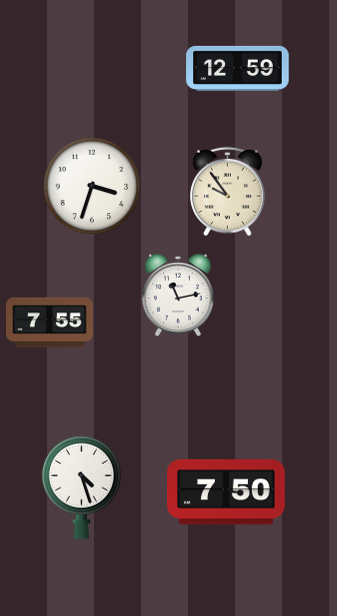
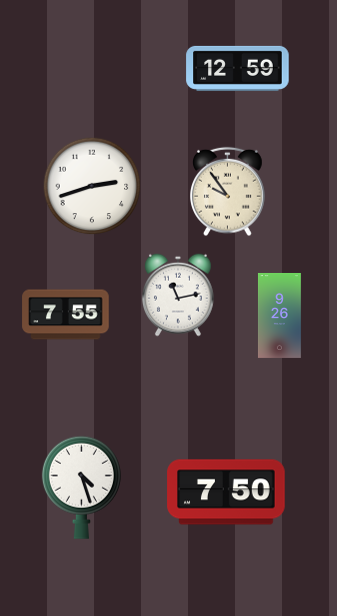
clock at (92, 186): 3:33 -> 2:42
clock at (280, 315): none -> 9:26
clock at (50, 323) position: (50, 323) -> (66, 315)
